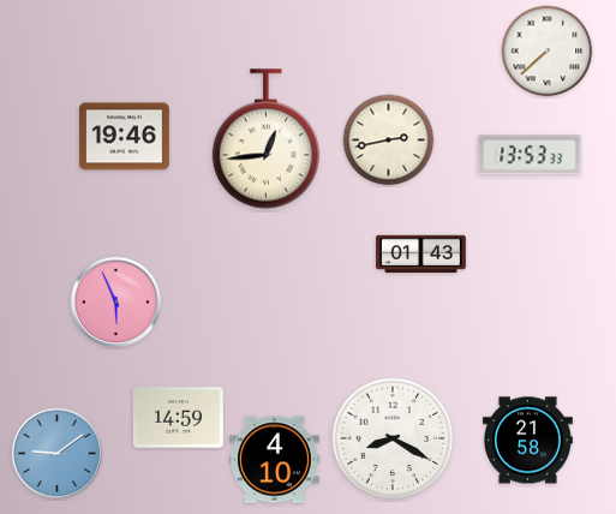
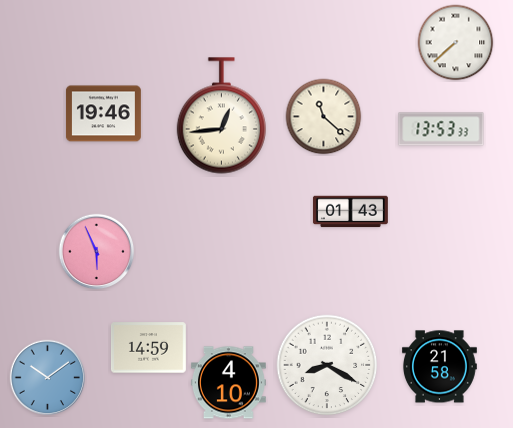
clock at (389, 141): 2:43 -> 11:22
clock at (58, 454): 9:09 -> 10:09
